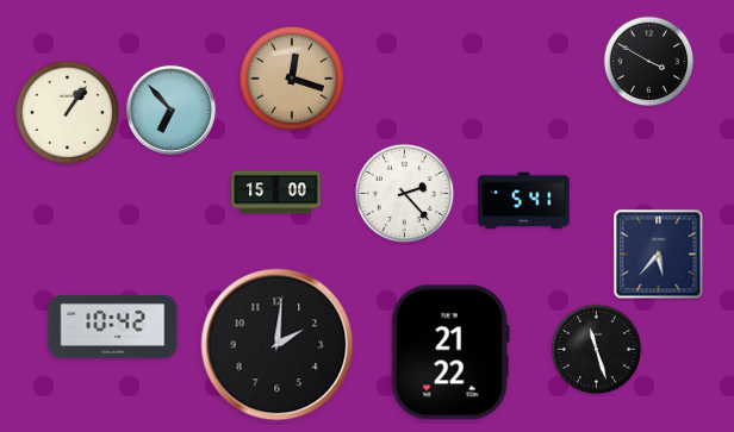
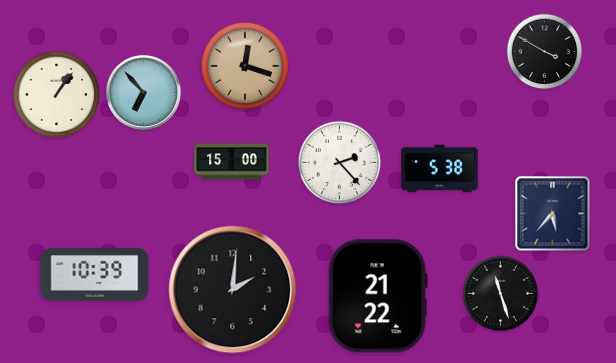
clock at (524, 201): 5:41 -> 5:38
clock at (113, 327): 10:42 -> 10:39
